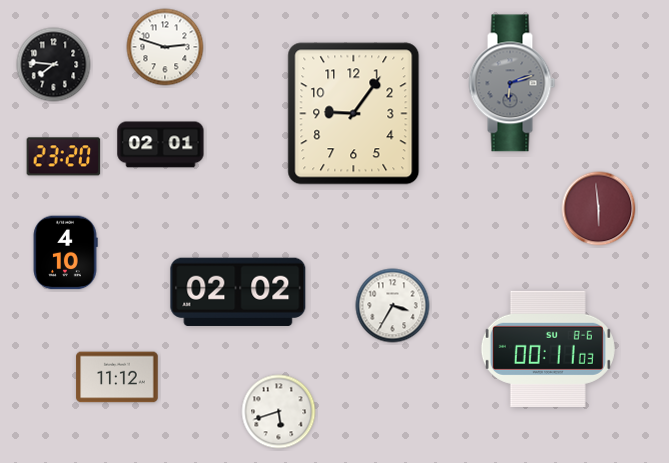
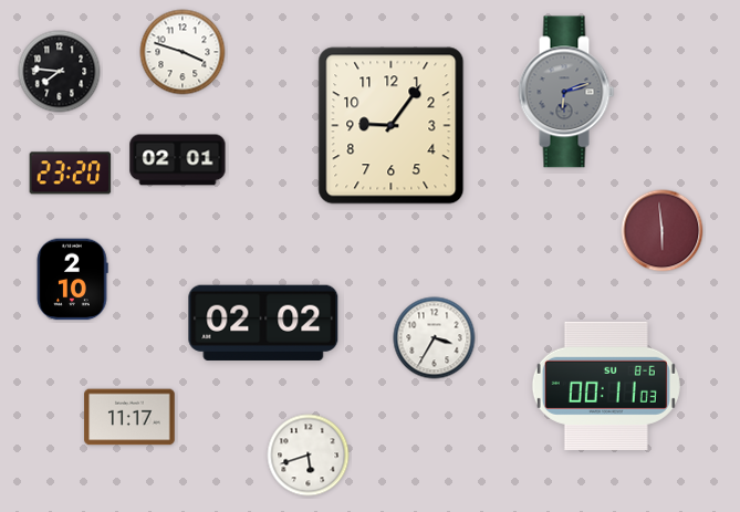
clock at (165, 47): 2:48 -> 3:48
clock at (65, 253): 4:10 -> 2:10
clock at (117, 377): 11:12 -> 11:17
